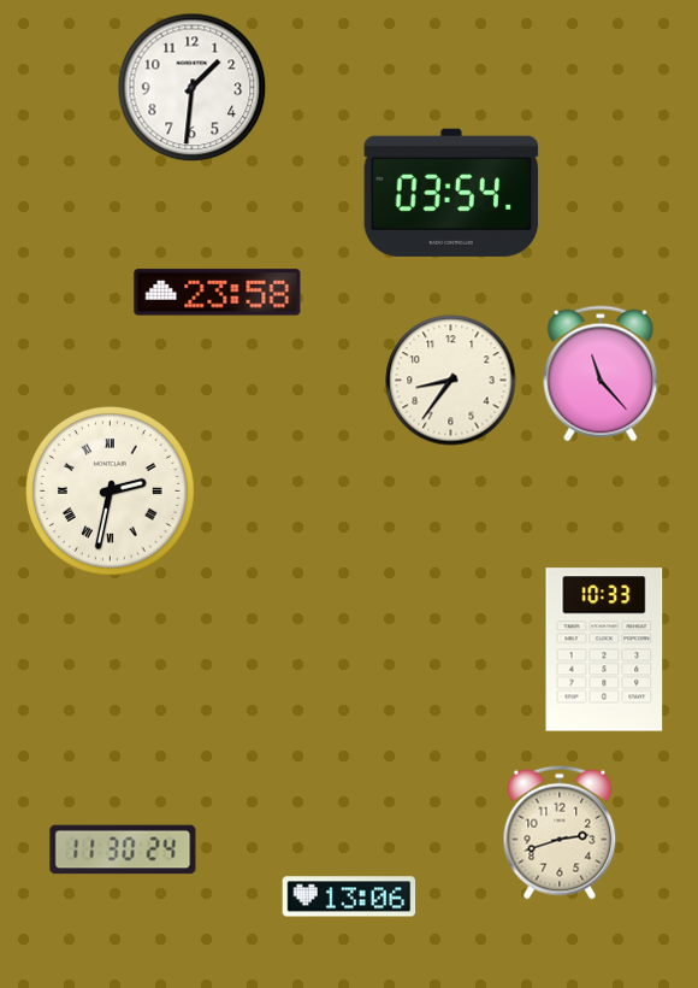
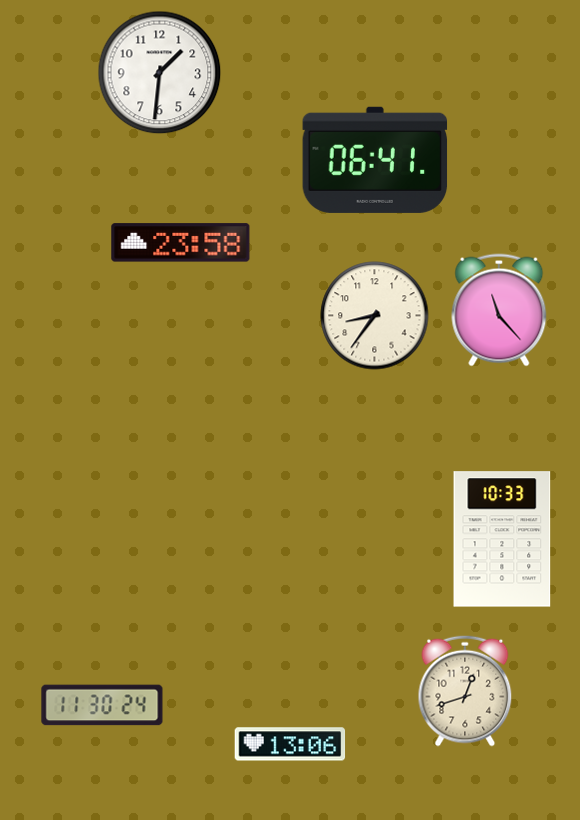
clock at (451, 193): 03:54 -> 06:41
clock at (111, 492): 2:32 -> none
clock at (560, 833): 2:42 -> 12:42
